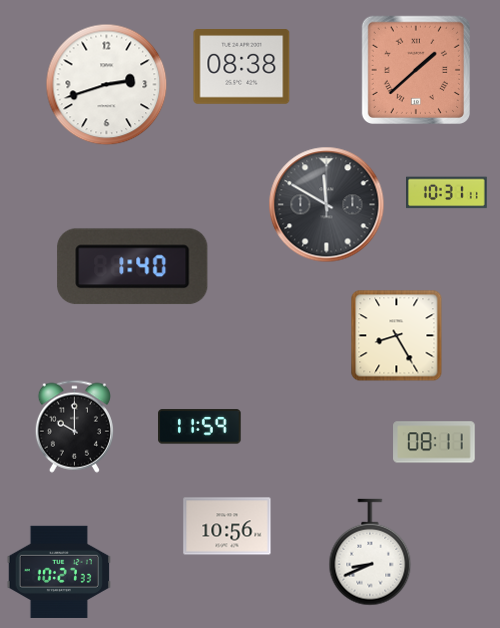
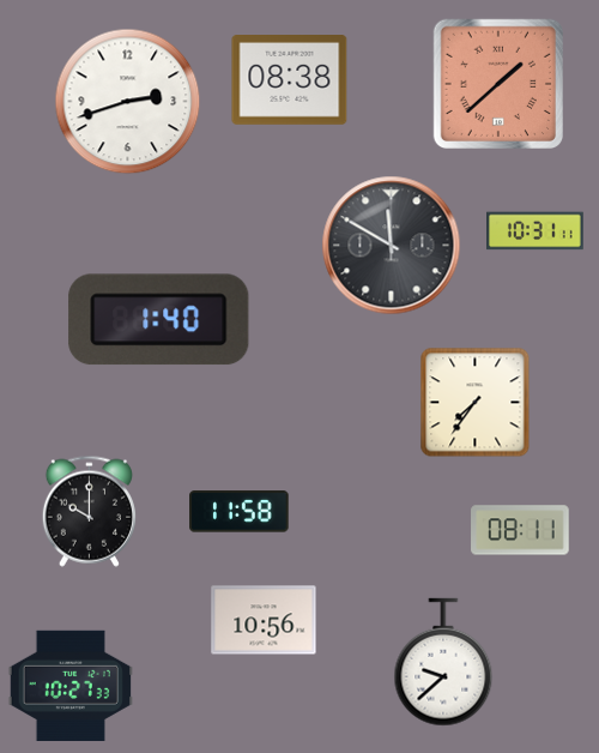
clock at (397, 336): 8:25 -> 7:36
clock at (200, 427): 11:59 -> 11:58
clock at (227, 526) position: (227, 526) -> (264, 620)
clock at (370, 552): 8:41 -> 9:38
